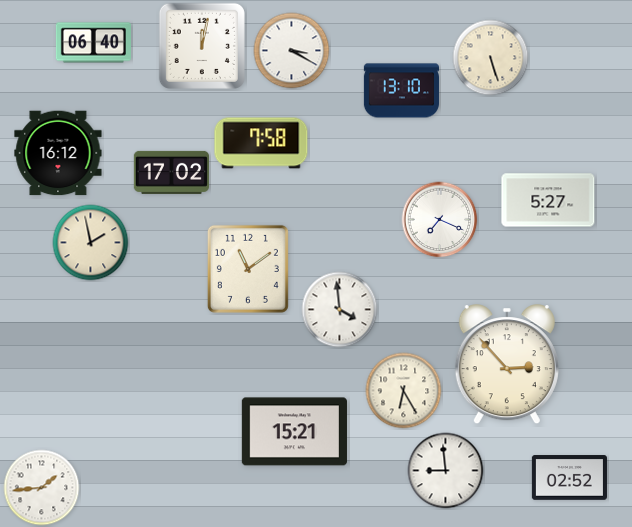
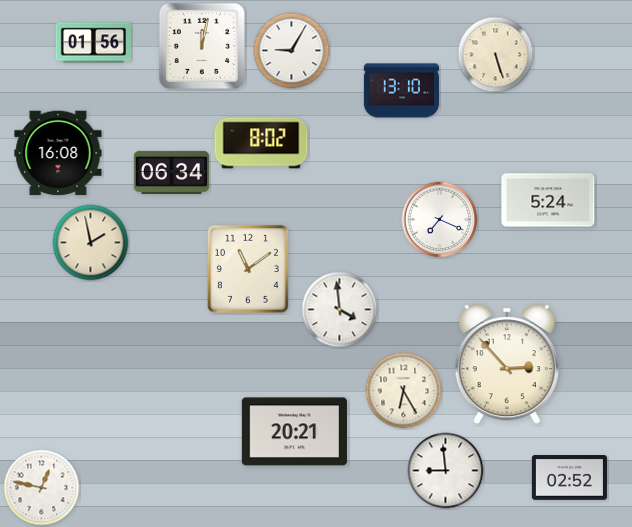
clock at (93, 43): 06:40 -> 01:56
clock at (292, 51): 3:20 -> 9:05
clock at (491, 58) position: (491, 58) -> (496, 55)
clock at (261, 143): 7:58 -> 8:02
clock at (58, 153): 16:12 -> 16:08
clock at (171, 172): 17:02 -> 06:34
clock at (548, 200): 5:27 -> 5:24
clock at (294, 432): 15:21 -> 20:21
clock at (42, 488): 1:44 -> 12:47
